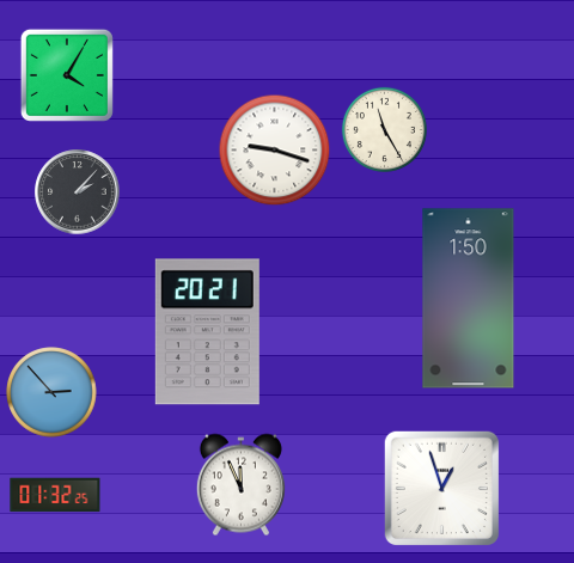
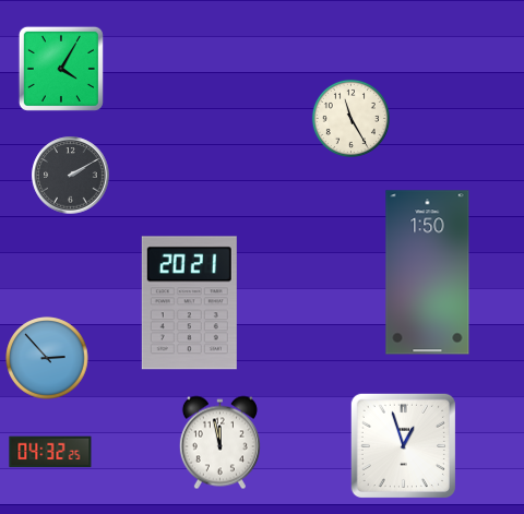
clock at (275, 151): 9:18 -> none
clock at (78, 192): 2:07 -> 2:10
clock at (240, 485): 11:56 -> 11:58
clock at (55, 495): 01:32 -> 04:32
